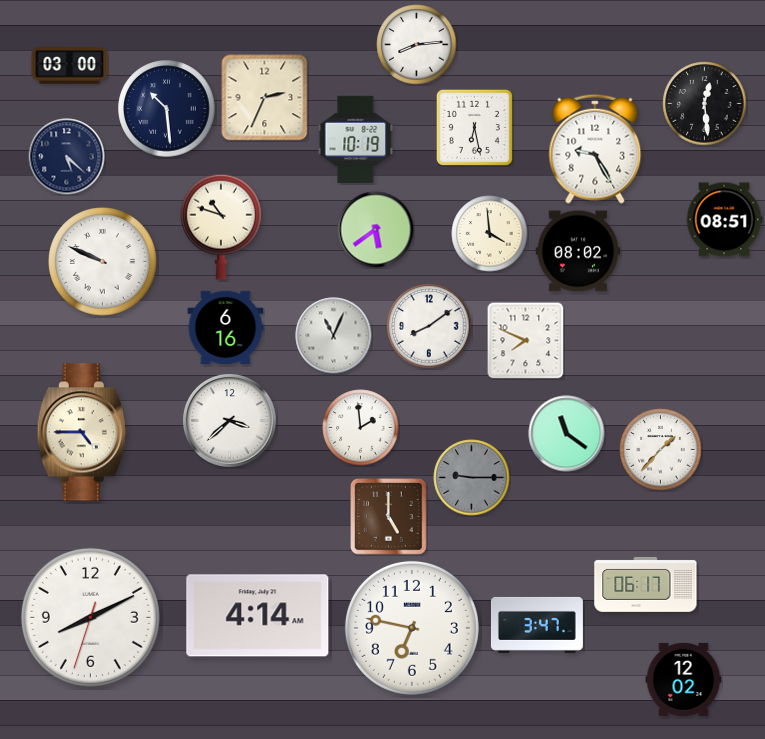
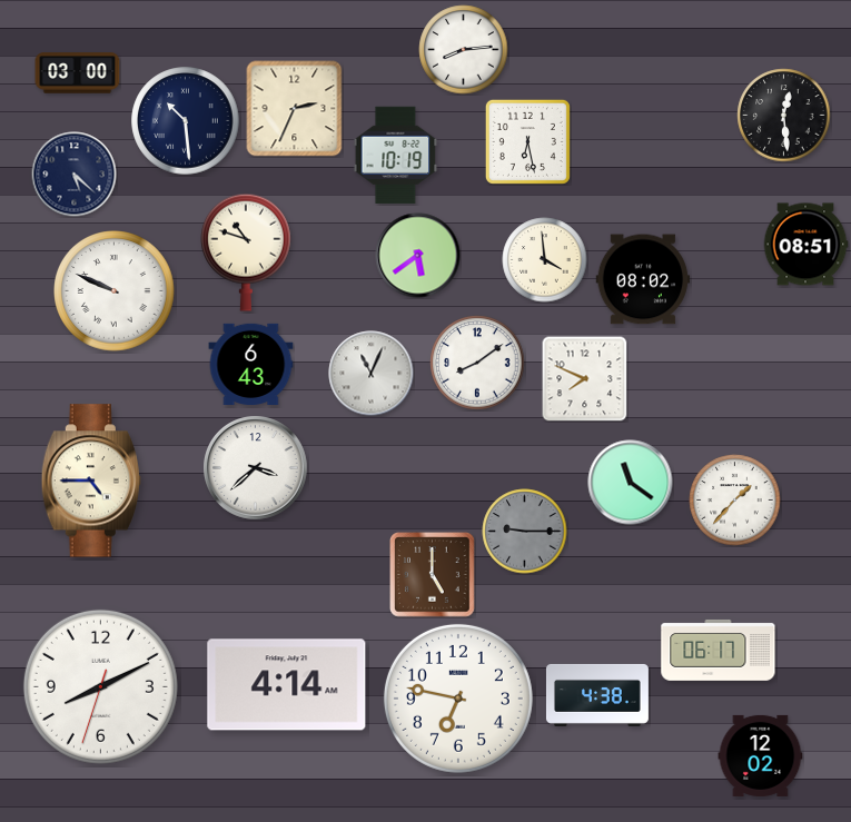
clock at (595, 149): 9:25 -> none
clock at (226, 327): 6:16 -> 6:43
clock at (361, 428): 1:59 -> none
clock at (537, 625): 3:47 -> 4:38
